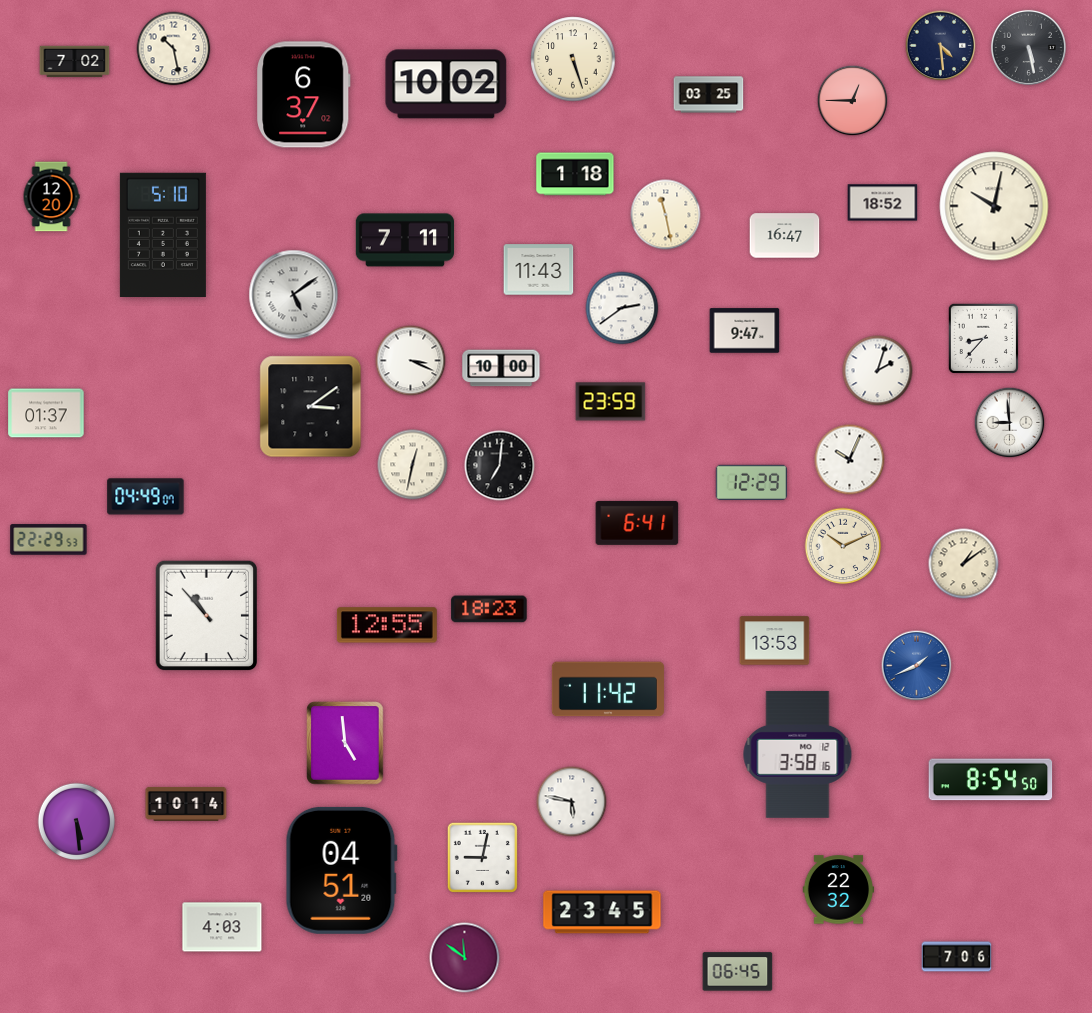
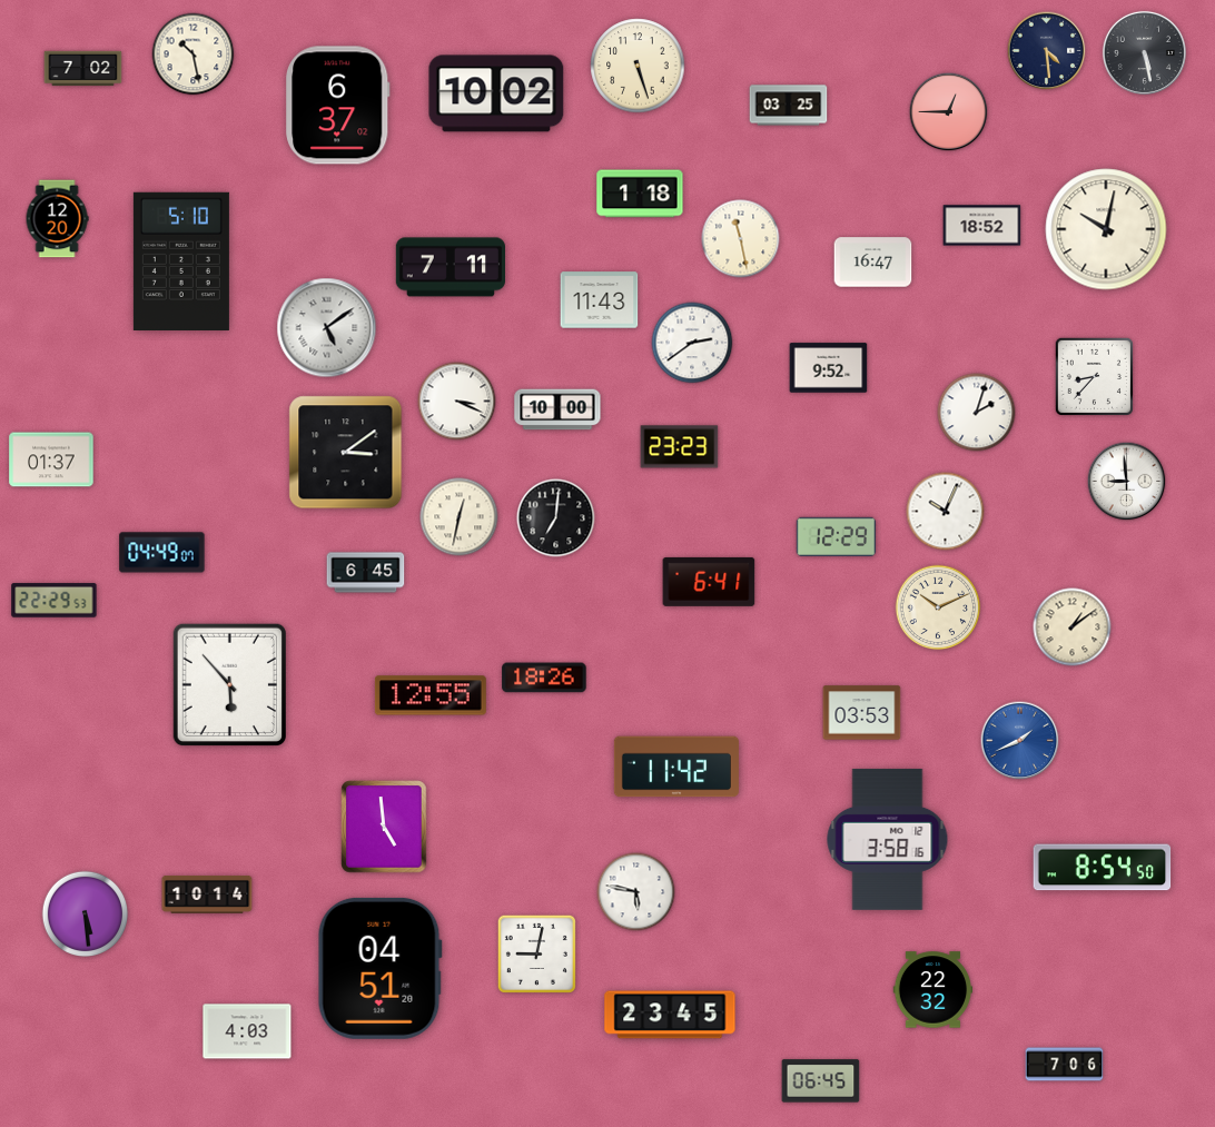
clock at (745, 331): 9:47 -> 9:52
clock at (611, 402): 23:59 -> 23:23
clock at (1010, 423) position: (1010, 423) -> (1127, 482)
clock at (366, 573): none -> 6:45
clock at (489, 609): 18:23 -> 18:26
clock at (206, 616): 10:53 -> 5:53
clock at (775, 641): 13:53 -> 03:53
clock at (465, 958): 11:51 -> none
